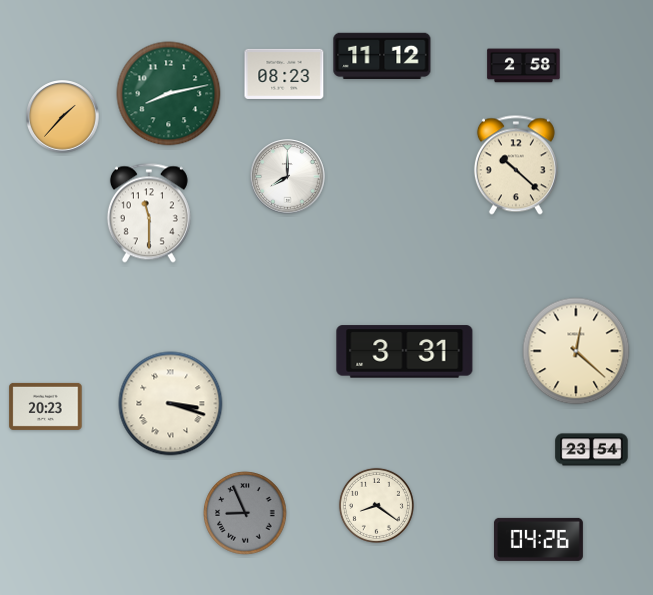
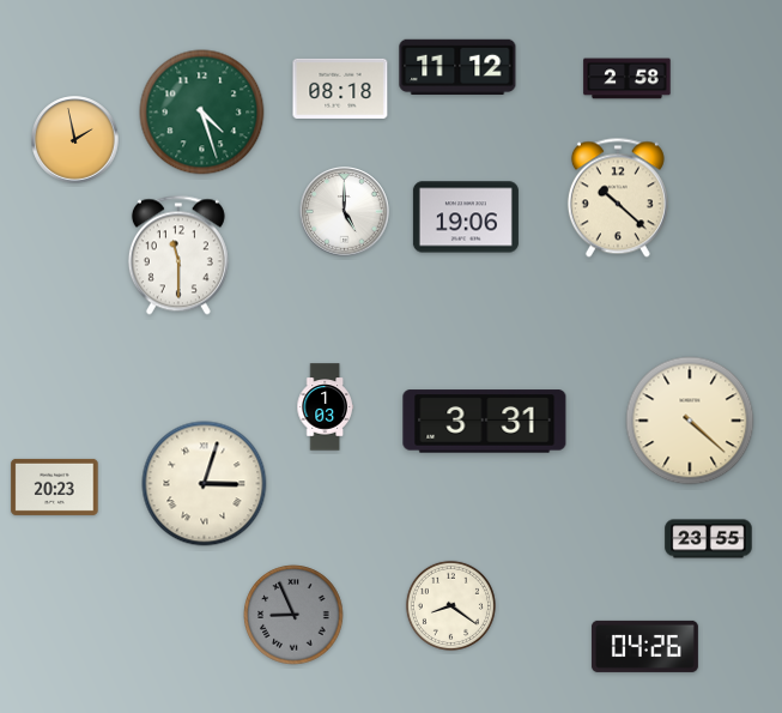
clock at (284, 74): 08:23 -> 08:18
clock at (169, 94): 8:13 -> 4:27
clock at (63, 117): 1:37 -> 1:58
clock at (288, 177): 8:00 -> 5:00
clock at (466, 217): none -> 19:06
clock at (325, 407): none -> 1:03
clock at (576, 351): 12:22 -> 4:22
clock at (171, 404): 3:18 -> 3:03
clock at (592, 450): 23:54 -> 23:55
